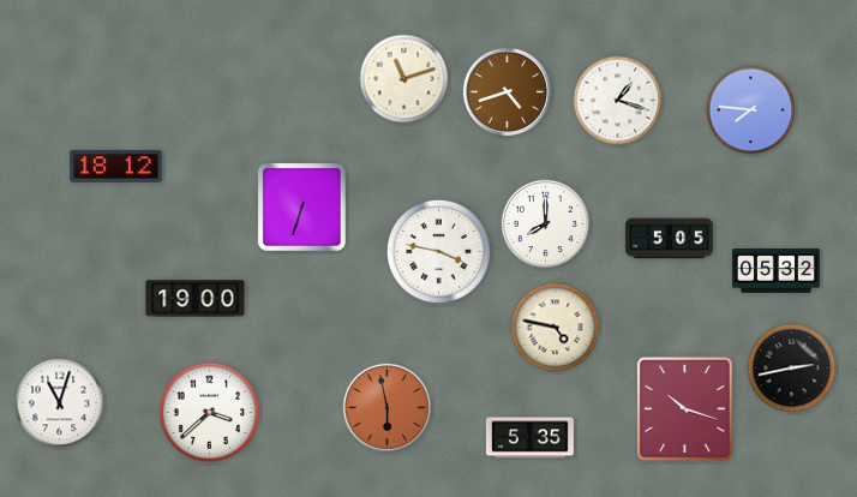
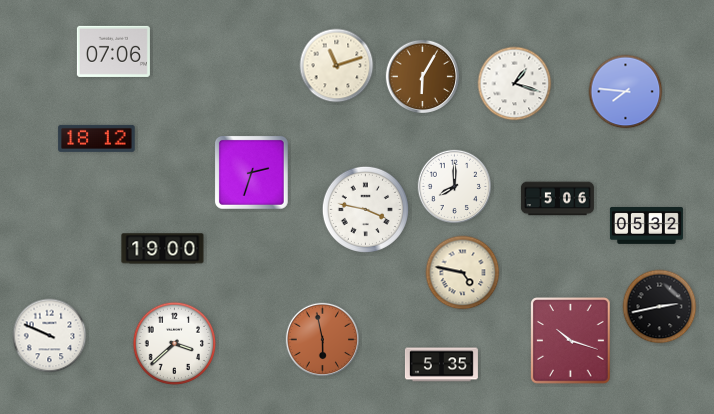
clock at (113, 51): none -> 07:06
clock at (507, 91): 4:42 -> 6:05
clock at (301, 206): 6:33 -> 2:33
clock at (669, 239): 5:05 -> 5:06
clock at (60, 403): 11:03 -> 9:49
